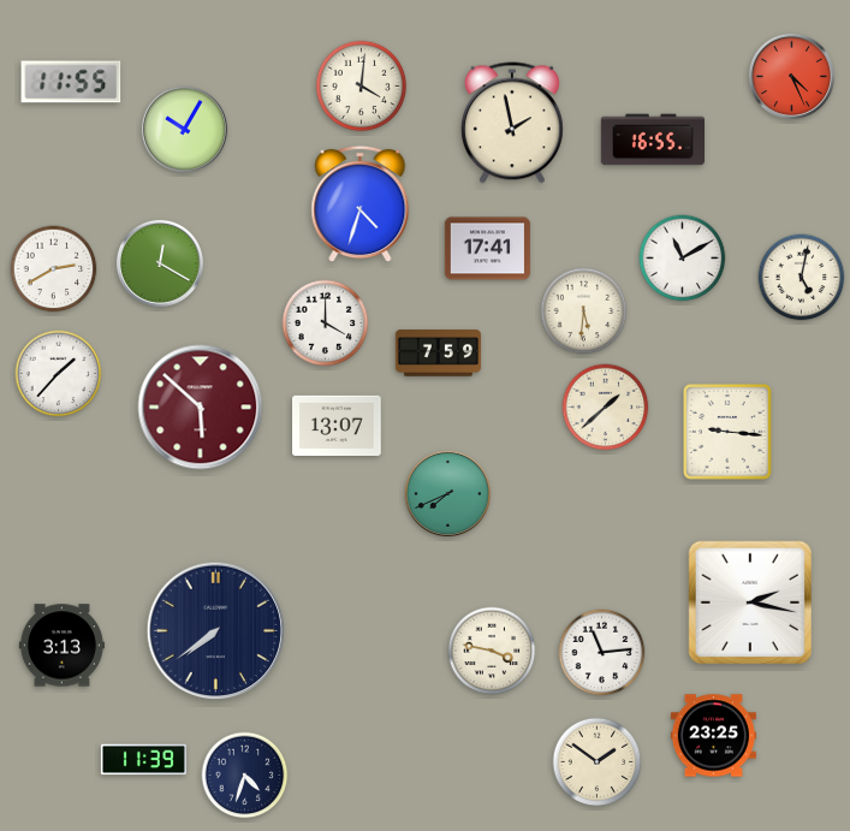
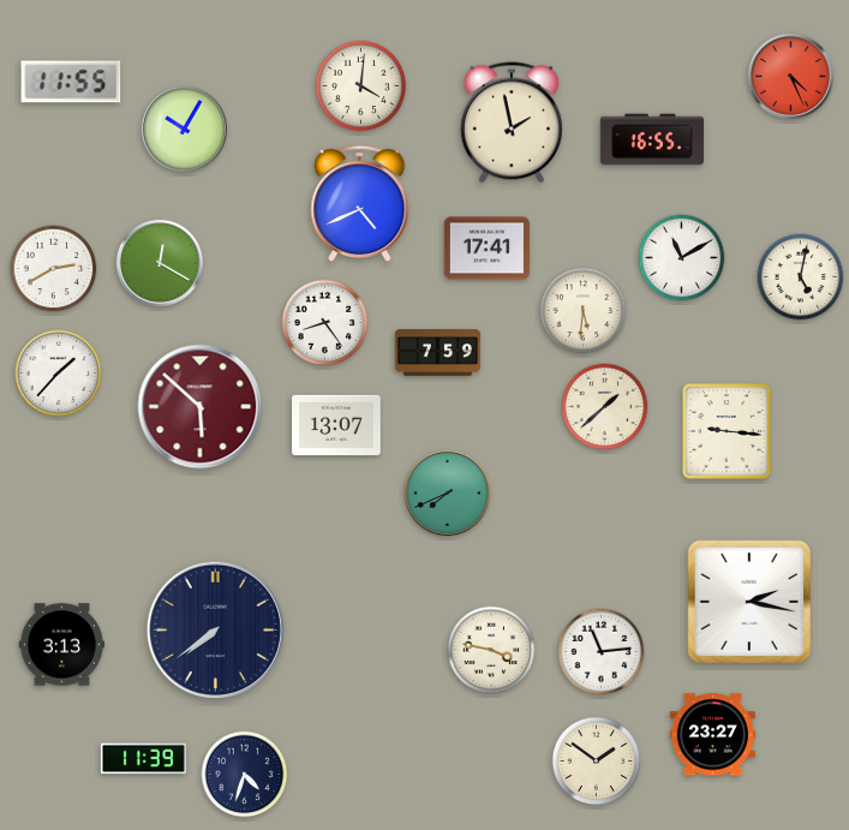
clock at (361, 204): 4:33 -> 4:41
clock at (326, 324): 4:00 -> 8:24
clock at (713, 736): 23:25 -> 23:27
